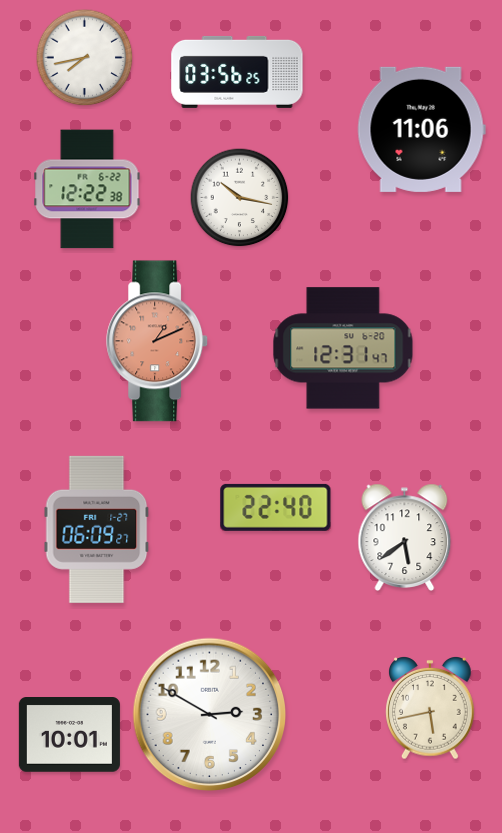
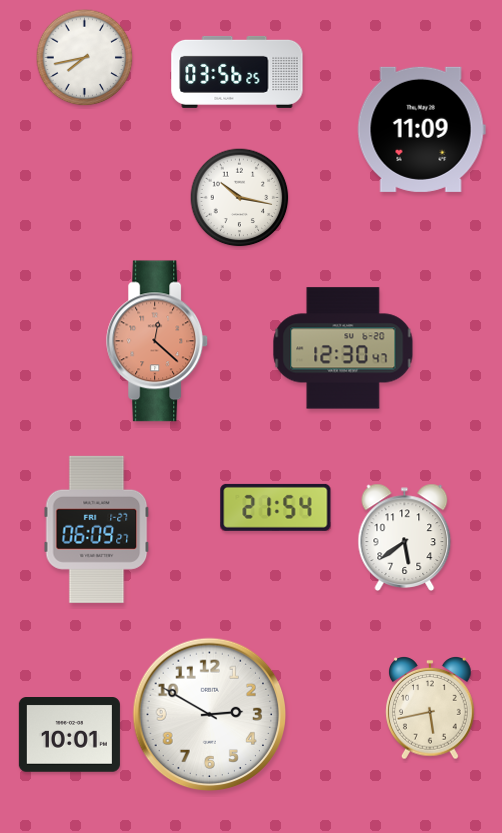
clock at (421, 129): 11:06 -> 11:09
clock at (87, 189): 12:22 -> none
clock at (158, 341): 1:11 -> 12:22
clock at (343, 348): 12:31 -> 12:30
clock at (276, 507): 22:40 -> 21:54
